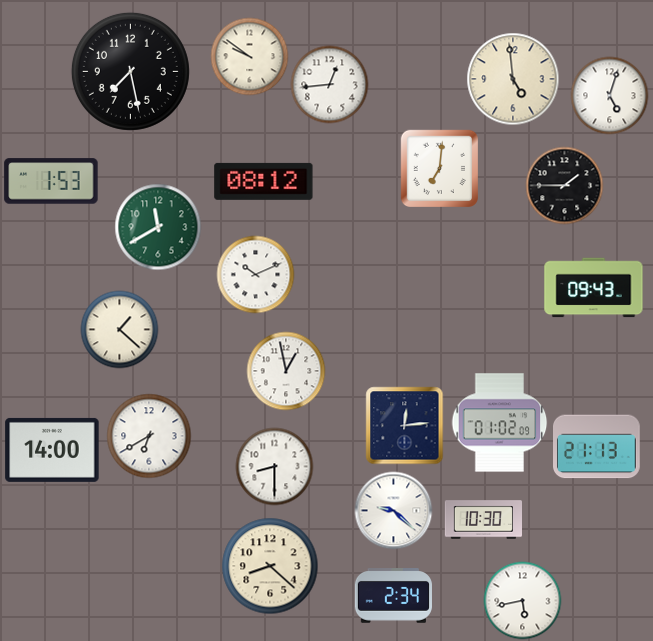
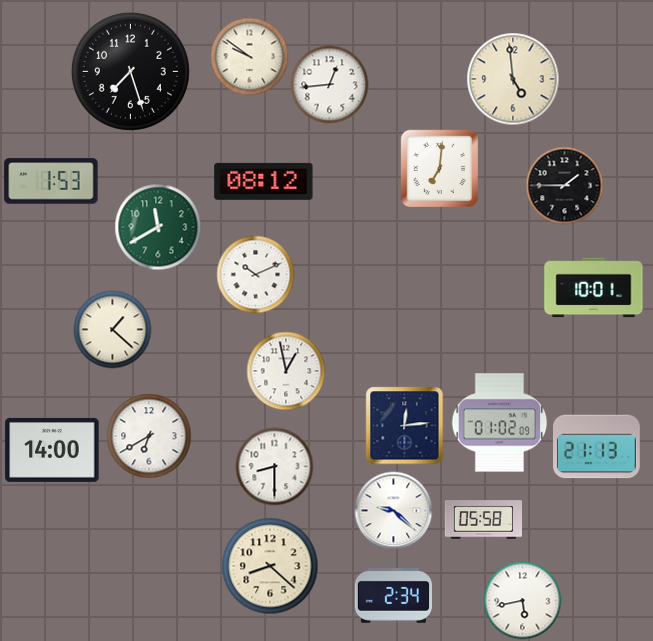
clock at (130, 71): 7:28 -> 7:27
clock at (609, 95): 5:03 -> none
clock at (594, 288): 09:43 -> 10:01
clock at (119, 329) position: (119, 329) -> (112, 329)
clock at (483, 520): 10:30 -> 05:58
